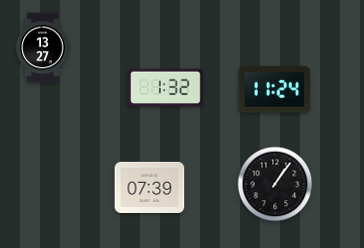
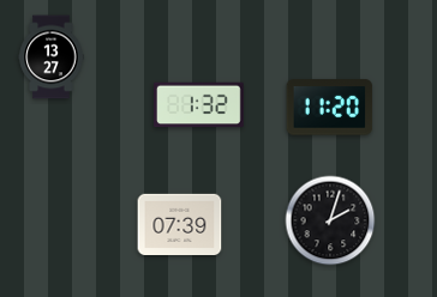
clock at (275, 90): 11:24 -> 11:20
clock at (275, 184): 1:06 -> 2:03
